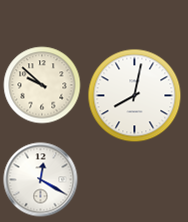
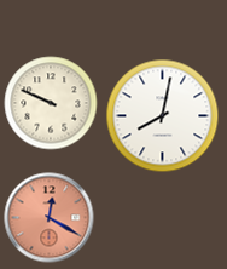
clock at (42, 85): 9:52 -> 9:49
clock at (41, 180) dial: white -> salmon
